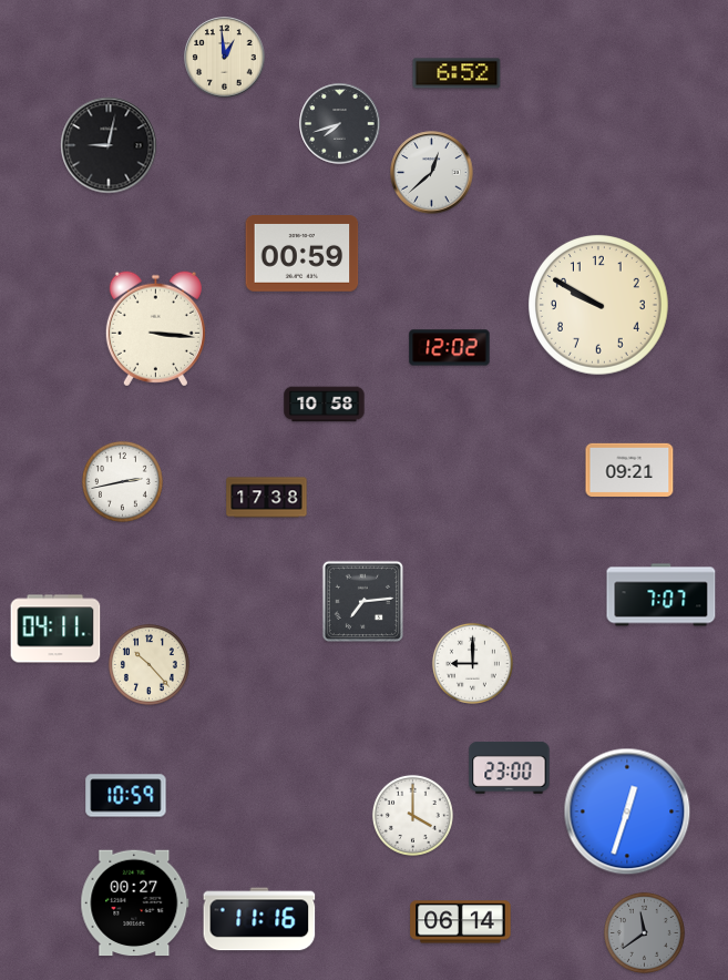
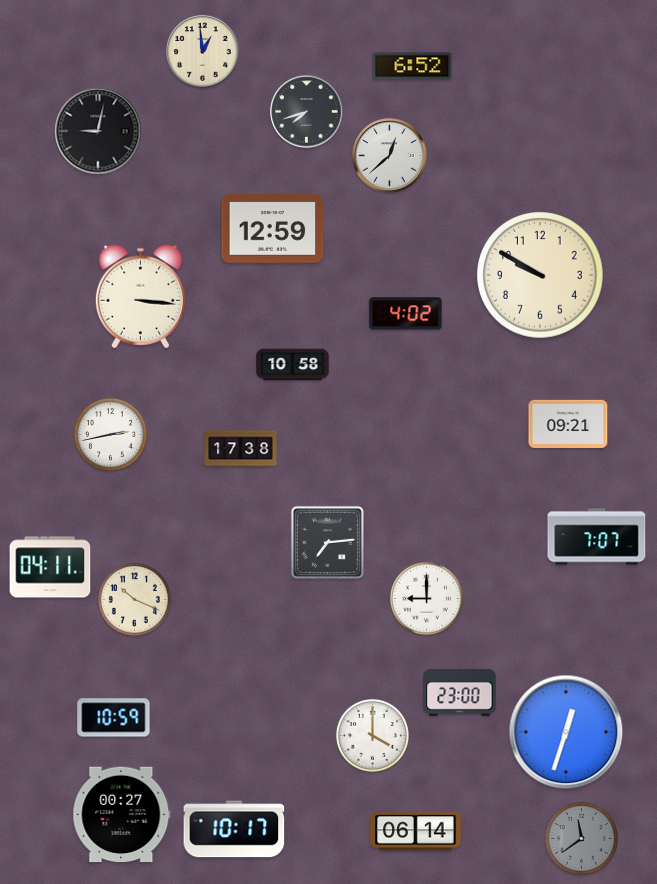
clock at (303, 254): 00:59 -> 12:59
clock at (450, 348): 12:02 -> 4:02
clock at (148, 664): 10:23 -> 10:19
clock at (259, 919): 11:16 -> 10:17
clock at (644, 932) position: (644, 932) -> (581, 838)
